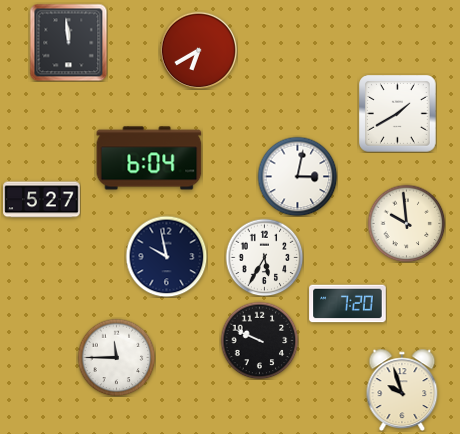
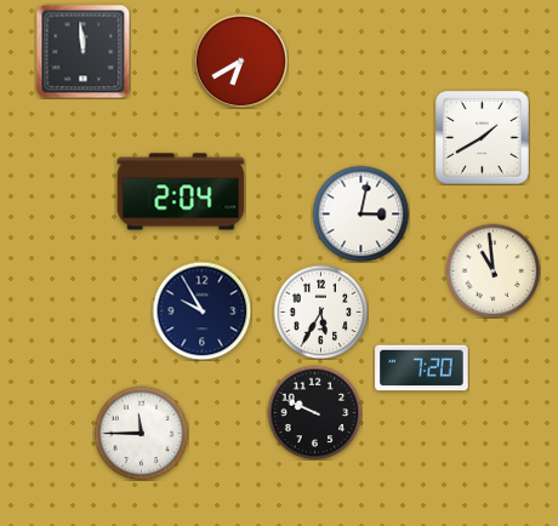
clock at (149, 158): 6:04 -> 2:04
clock at (42, 200): 5:27 -> none
clock at (406, 223): 9:59 -> 10:59
clock at (166, 256): 9:58 -> 9:55
clock at (402, 390): 9:57 -> none
